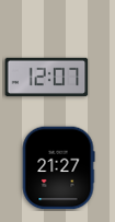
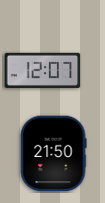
clock at (58, 168): 21:27 -> 21:50
